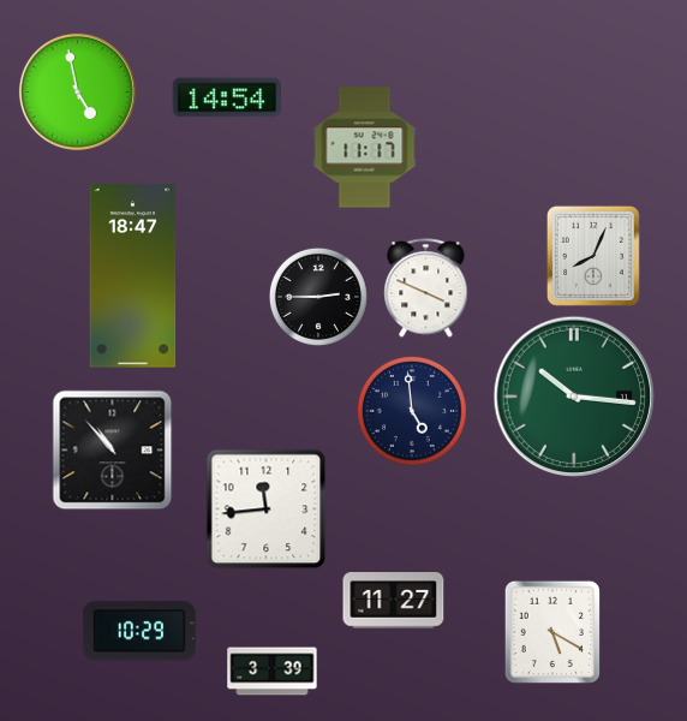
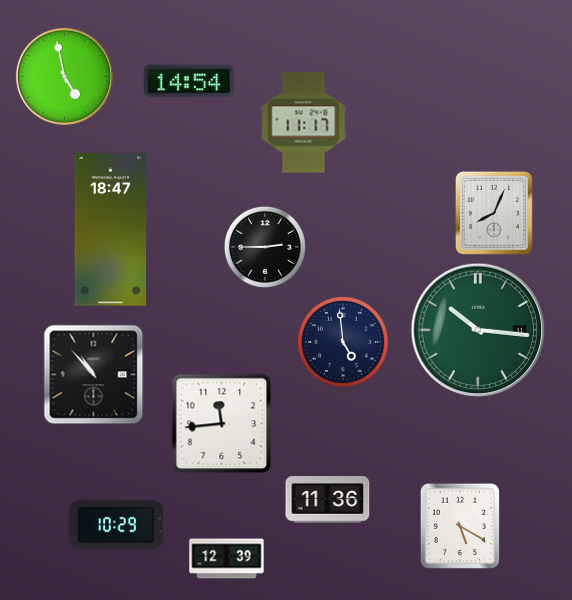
clock at (426, 288): 3:49 -> none
clock at (394, 601): 11:27 -> 11:36
clock at (273, 672): 3:39 -> 12:39
